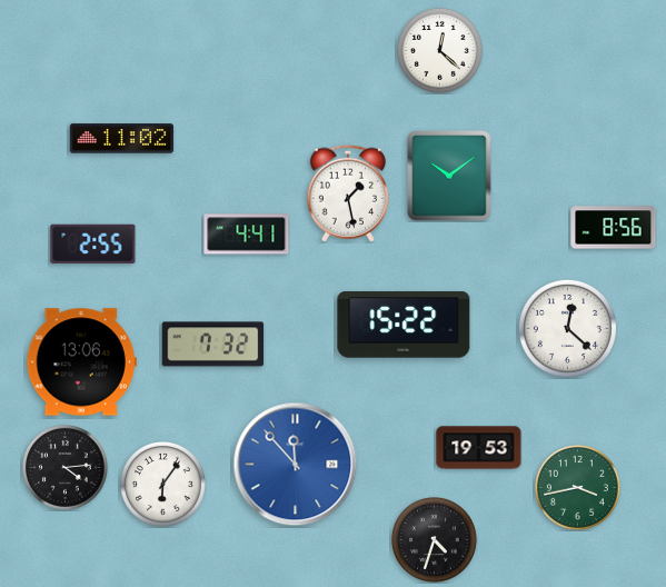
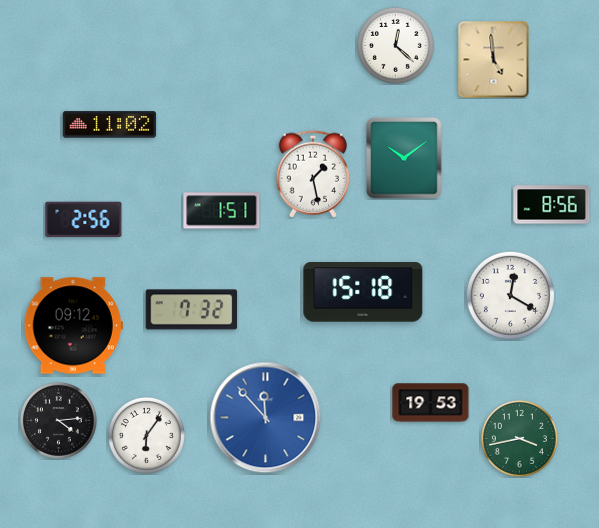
clock at (494, 60): none -> 4:59
clock at (247, 235): 4:41 -> 1:51
clock at (93, 245): 2:55 -> 2:56
clock at (404, 325): 15:22 -> 15:18
clock at (567, 328): 12:22 -> 12:20
clock at (81, 362): 13:06 -> 09:12
clock at (434, 539): 4:33 -> none
